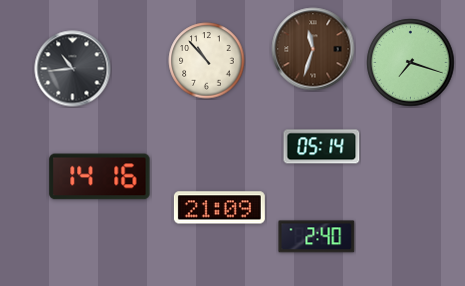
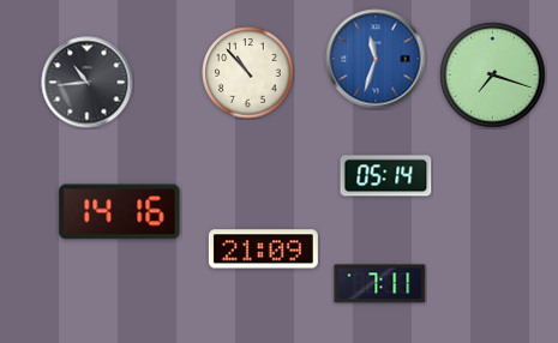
clock at (313, 49) dial: brown -> blue
clock at (317, 237): 2:40 -> 7:11
